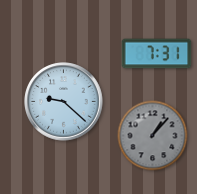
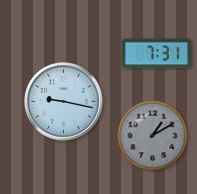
clock at (64, 102): 9:22 -> 9:17
clock at (153, 136): 1:07 -> 1:10
